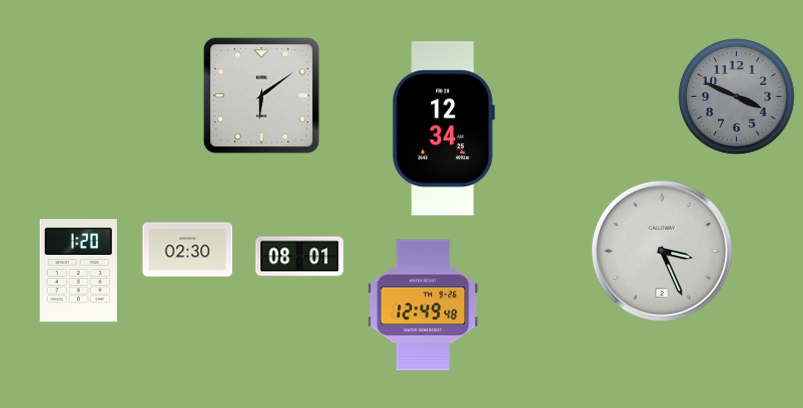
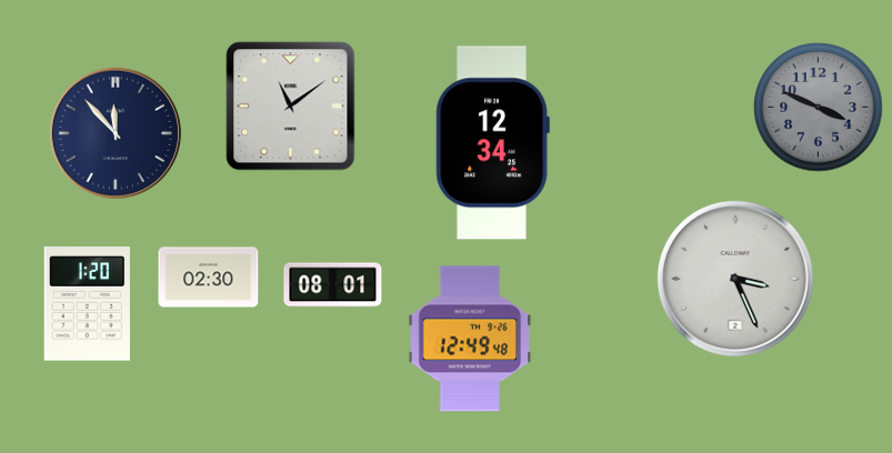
clock at (262, 96): 6:09 -> 11:09
clock at (116, 133): none -> 11:53
clock at (78, 271) position: (78, 271) -> (87, 304)
